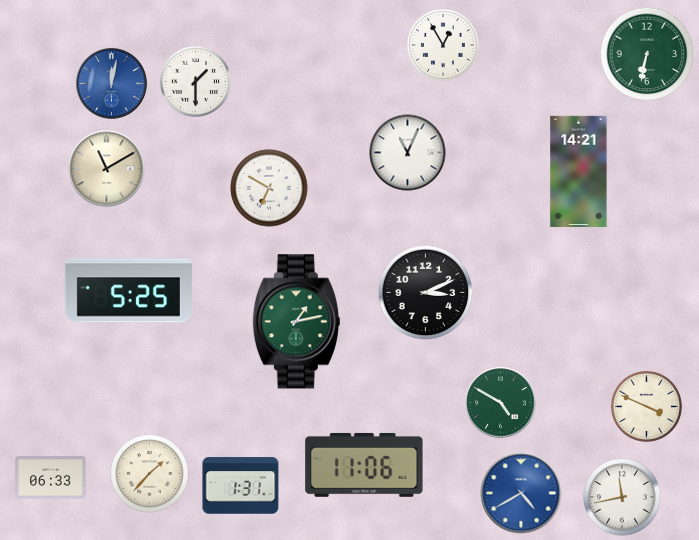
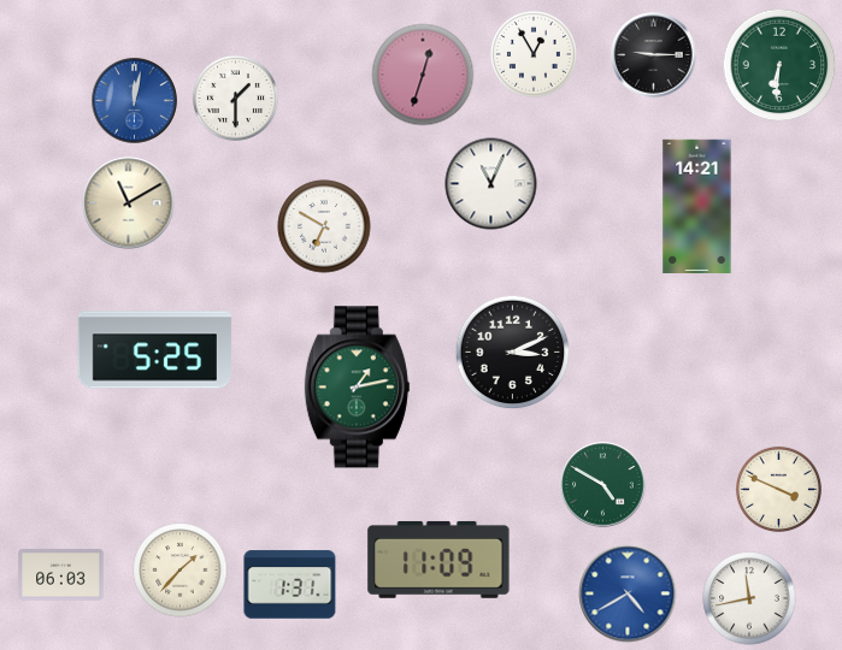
clock at (654, 55): none -> 9:15
clock at (647, 54): 6:32 -> 6:31
clock at (423, 75): none -> 12:33
clock at (364, 465): 11:06 -> 11:09
clock at (51, 478): 06:33 -> 06:03
